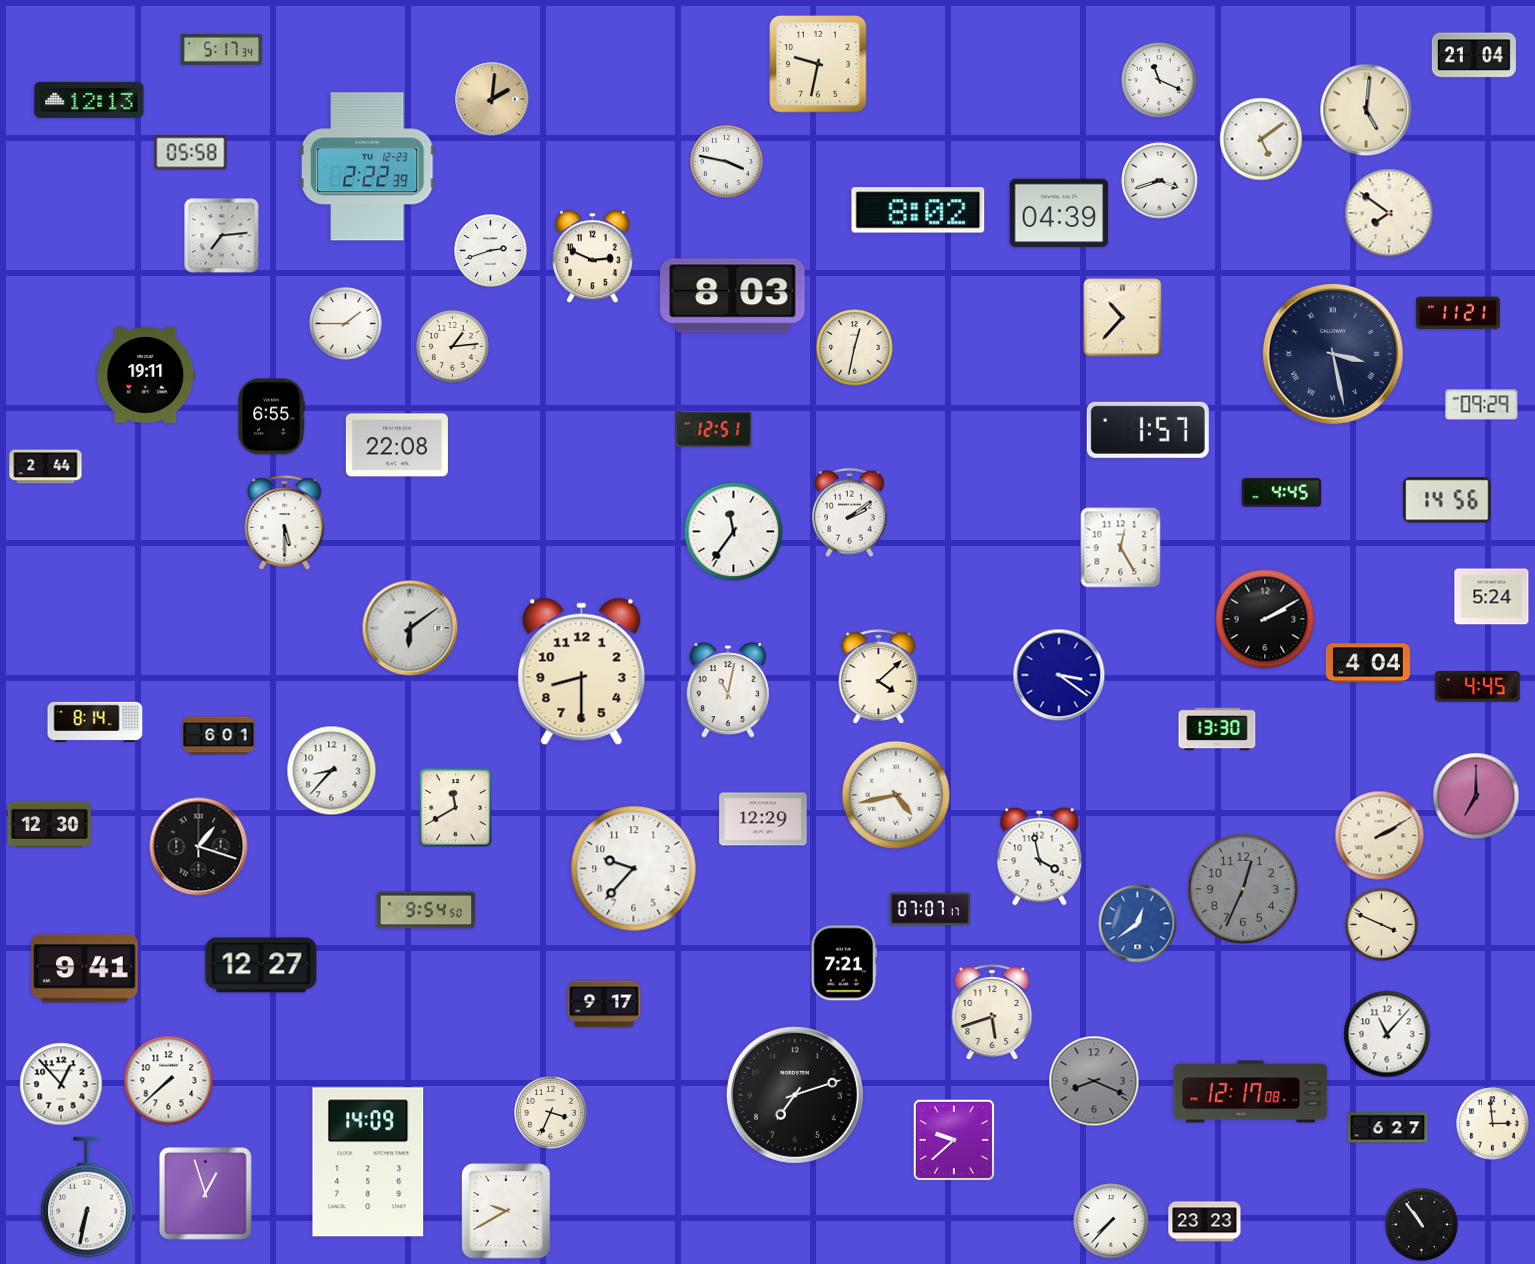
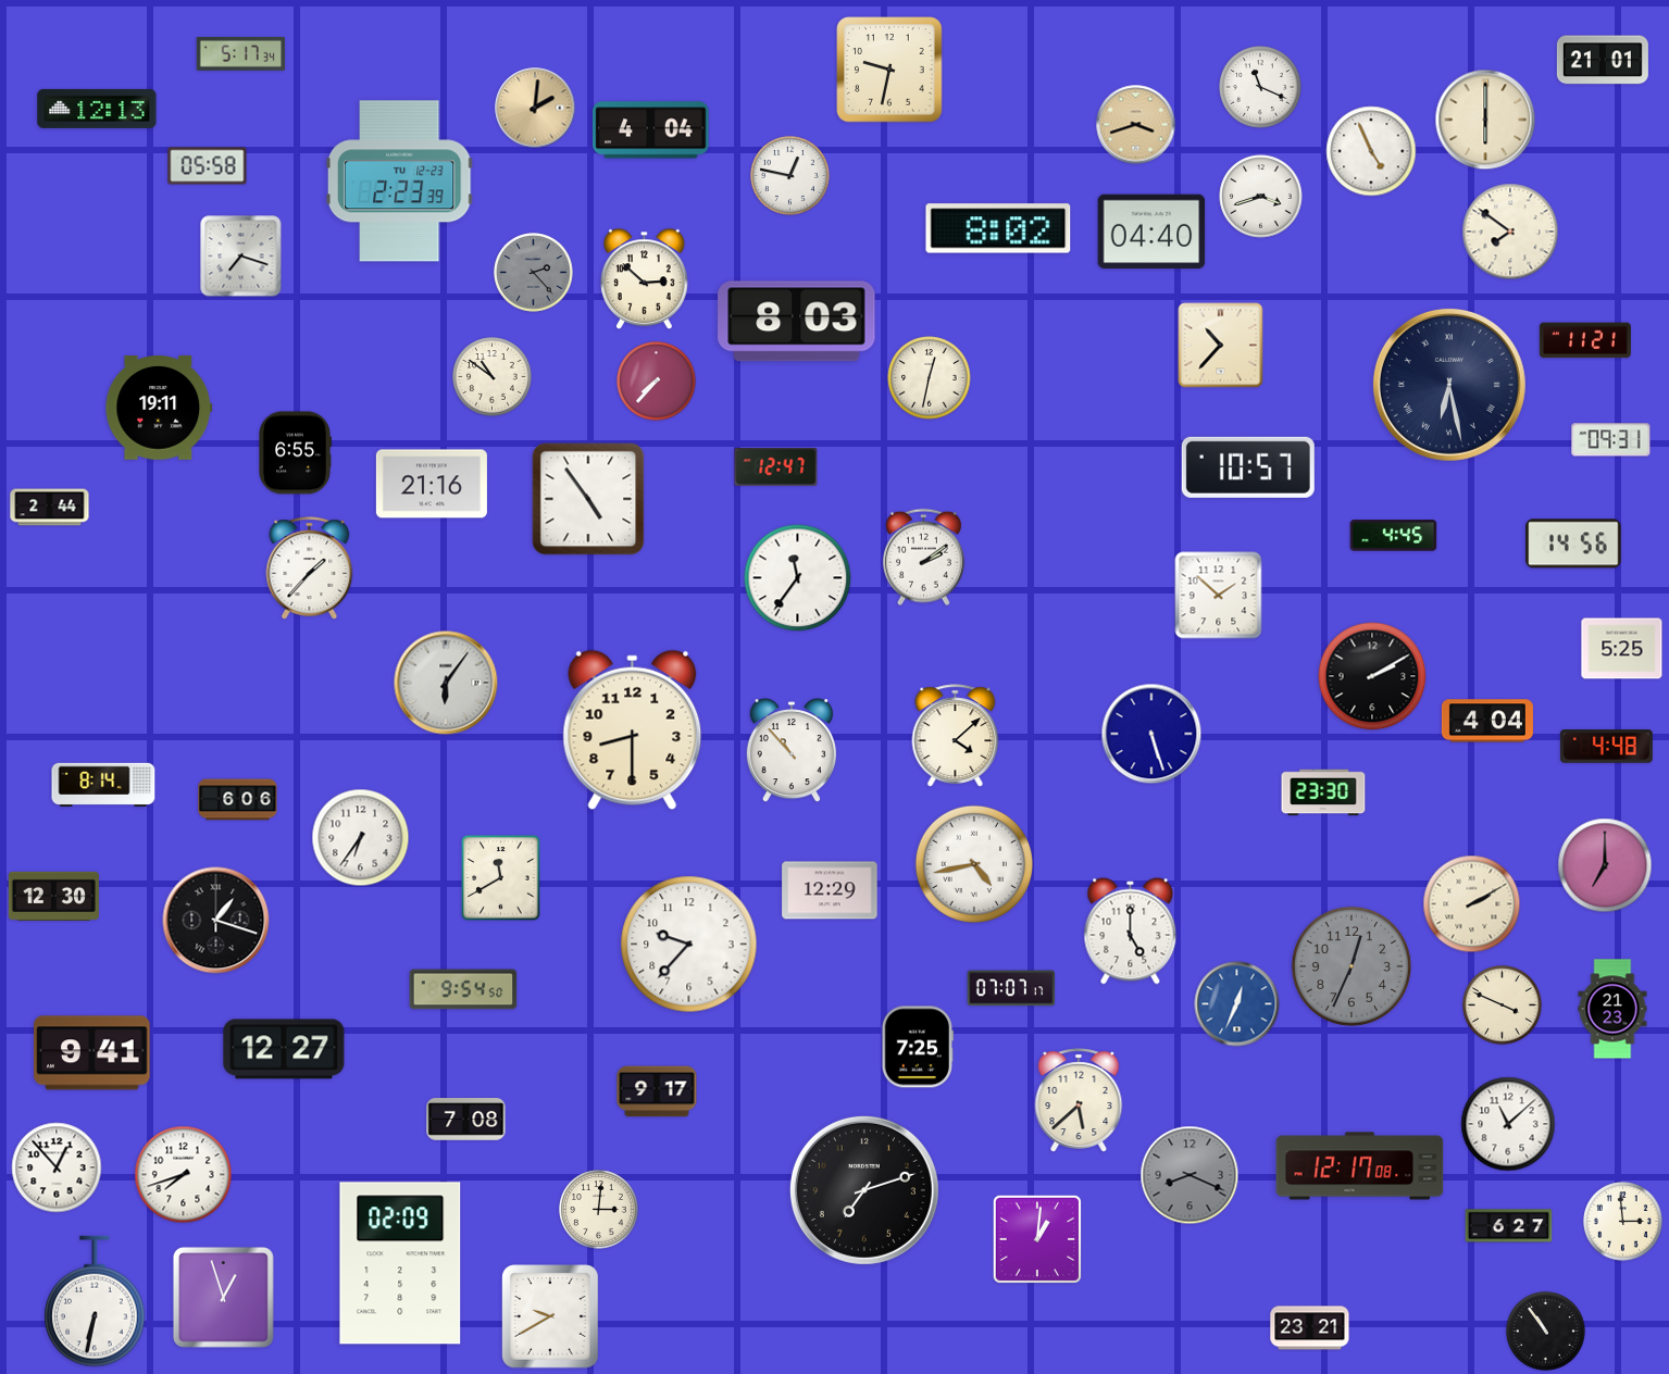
clock at (1474, 55): 21:04 -> 21:01
clock at (1366, 110): 5:01 -> 6:00
clock at (1136, 125): none -> 3:42
clock at (651, 130): none -> 4:04
clock at (1261, 139): 5:09 -> 4:56
clock at (727, 162): 3:47 -> 12:47
clock at (367, 167): 2:22 -> 2:23
clock at (1059, 213): 04:39 -> 04:40
clock at (222, 236): 7:14 -> 7:18
clock at (491, 251): 2:42 -> 2:23
clock at (491, 251) dial: white -> grey
clock at (593, 257): 2:49 -> 2:52
clock at (346, 324): 1:45 -> none
clock at (453, 347): 1:14 -> 10:51
clock at (657, 382): none -> 7:37
clock at (1333, 354): 3:28 -> 6:28
clock at (1482, 405): 09:29 -> 09:31
clock at (714, 430): 12:51 -> 12:47
clock at (1148, 430): 1:57 -> 10:57
clock at (397, 445): 22:08 -> 21:16
clock at (588, 499): none -> 4:54
clock at (285, 523): 5:30 -> 1:37
clock at (1121, 548): 12:25 -> 1:52
clock at (1492, 597): 5:24 -> 5:25
clock at (1265, 619) position: (1265, 619) -> (1372, 676)
clock at (410, 628): 6:09 -> 6:06
clock at (1059, 675): 3:21 -> 5:27
clock at (1477, 687): 4:45 -> 4:48
clock at (728, 691): 11:02 -> 10:53
clock at (1217, 729): 13:30 -> 23:30
clock at (219, 736): 6:01 -> 6:06
clock at (332, 771): 8:37 -> 6:36
clock at (456, 808) position: (456, 808) -> (501, 878)
clock at (1380, 836) position: (1380, 836) -> (1472, 904)
clock at (1040, 857): 3:58 -> 5:00
clock at (1138, 924): 12:39 -> 12:34
clock at (1612, 1009): none -> 21:23
clock at (844, 963): 7:21 -> 7:25
clock at (992, 1012): 5:42 -> 5:38
clock at (466, 1120): none -> 7:08
clock at (1387, 1034): 11:07 -> 11:08
clock at (169, 1081): 7:38 -> 7:42
clock at (61, 1084) position: (61, 1084) -> (57, 1167)
clock at (1251, 1092) position: (1251, 1092) -> (1360, 1166)
clock at (551, 1113): 3:34 -> 3:01
clock at (953, 1139): 9:38 -> 1:01
clock at (368, 1162): 14:09 -> 02:09
clock at (1111, 1221): 7:37 -> none
clock at (1205, 1222): 23:23 -> 23:21
